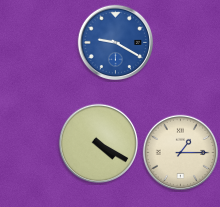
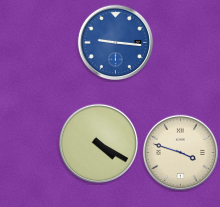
clock at (116, 43): 9:20 -> 9:16
clock at (181, 153): 1:15 -> 3:48
